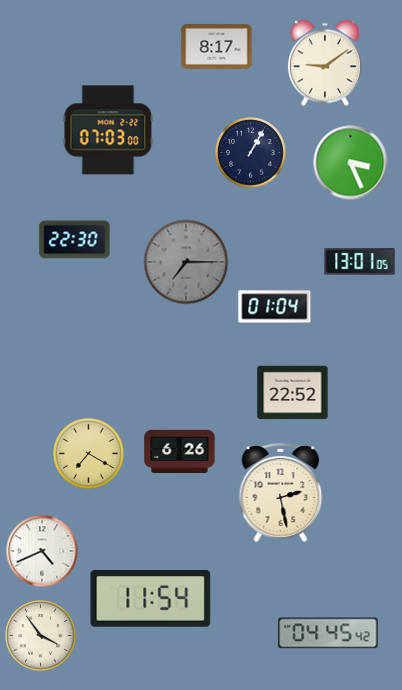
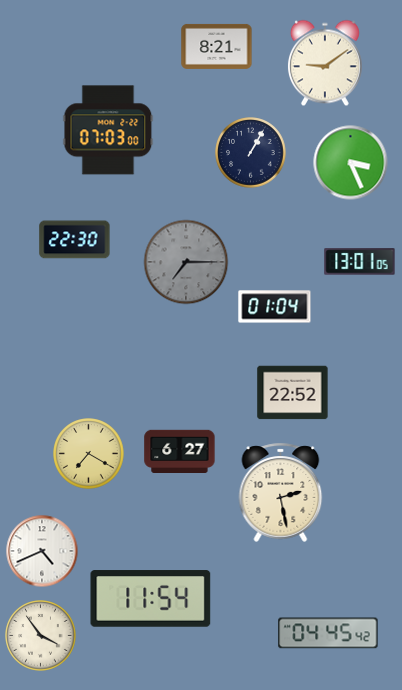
clock at (217, 46): 8:17 -> 8:21
clock at (180, 451): 6:26 -> 6:27
